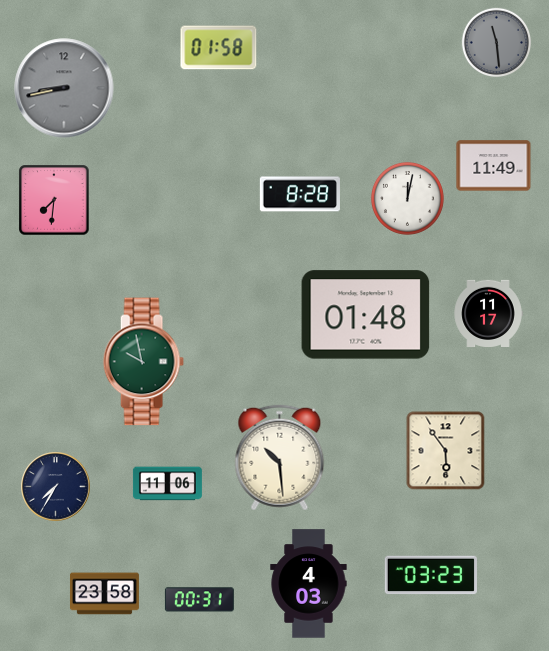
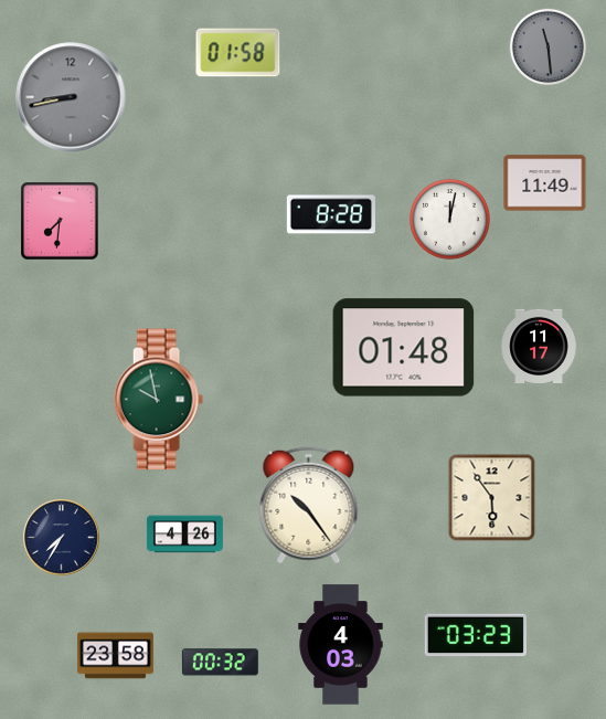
clock at (219, 48) position: (219, 48) -> (238, 53)
clock at (280, 458): 10:29 -> 10:24
clock at (167, 484): 11:06 -> 4:26
clock at (199, 600): 00:31 -> 00:32
